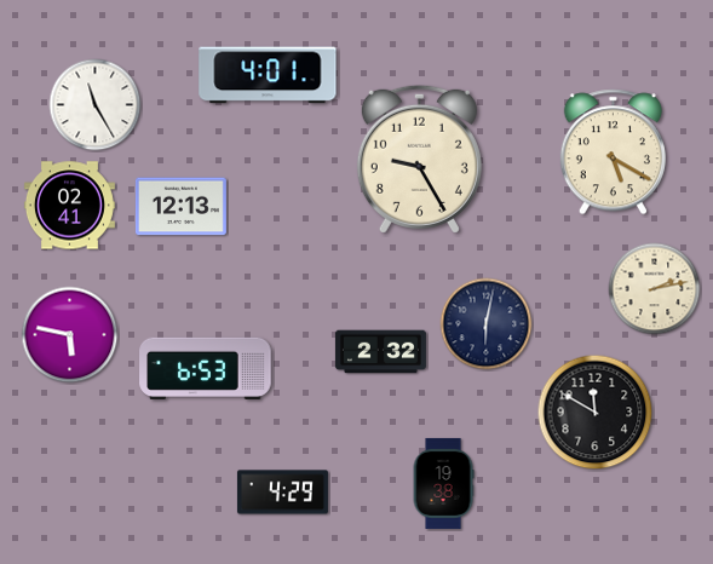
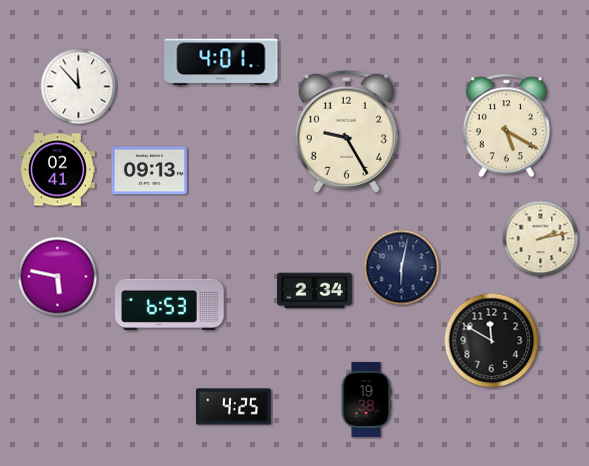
clock at (96, 105): 11:25 -> 11:53
clock at (180, 207): 12:13 -> 09:13
clock at (380, 352): 2:32 -> 2:34
clock at (282, 493): 4:29 -> 4:25
